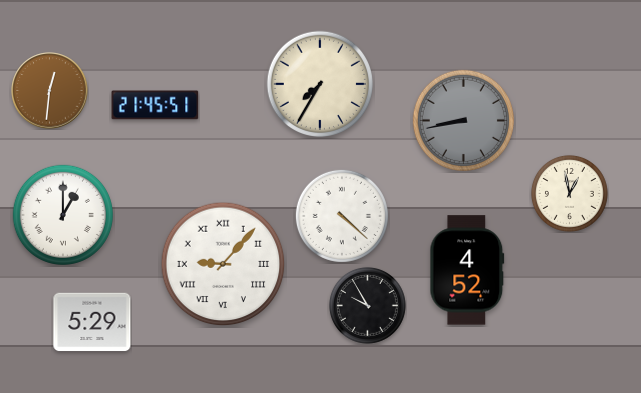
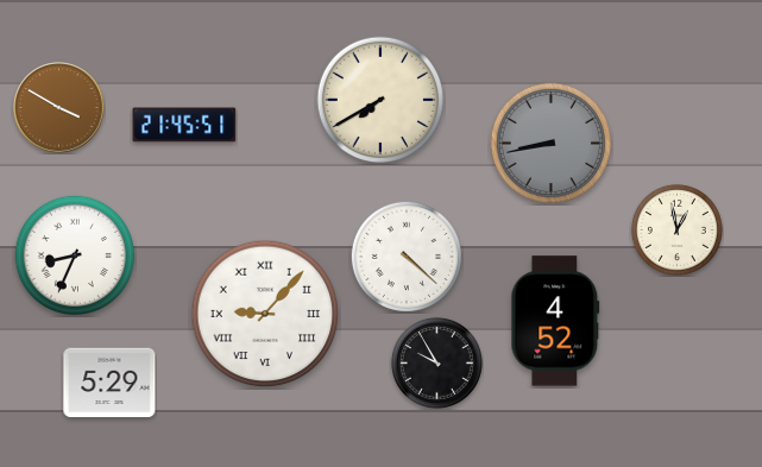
clock at (319, 83): 7:35 -> 7:40
clock at (50, 91): 12:31 -> 3:50
clock at (63, 215): 1:00 -> 8:34
